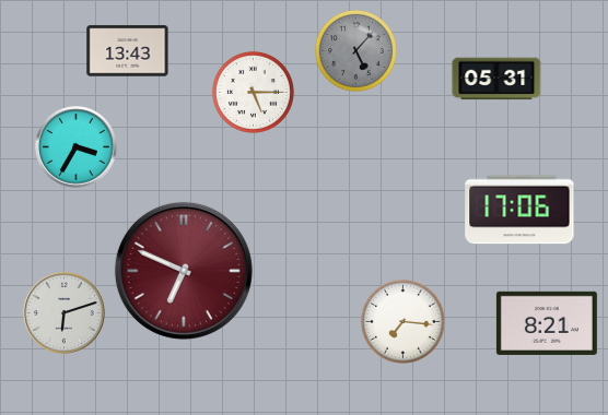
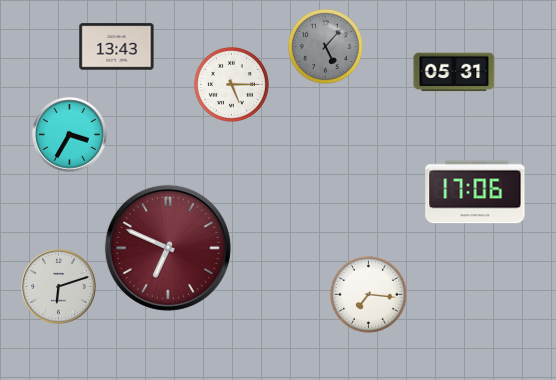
clock at (547, 323): 8:21 -> none
